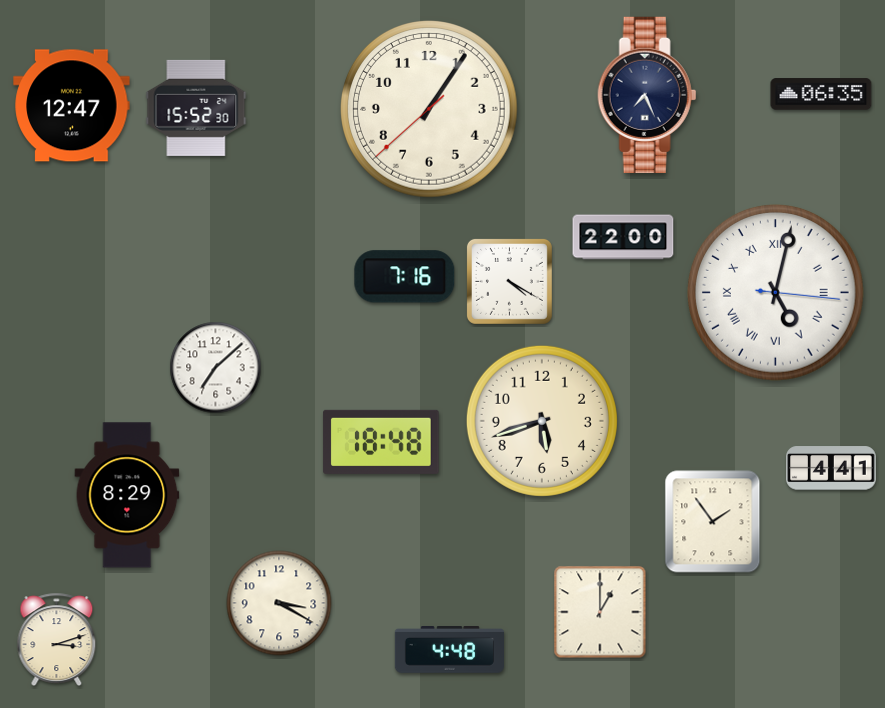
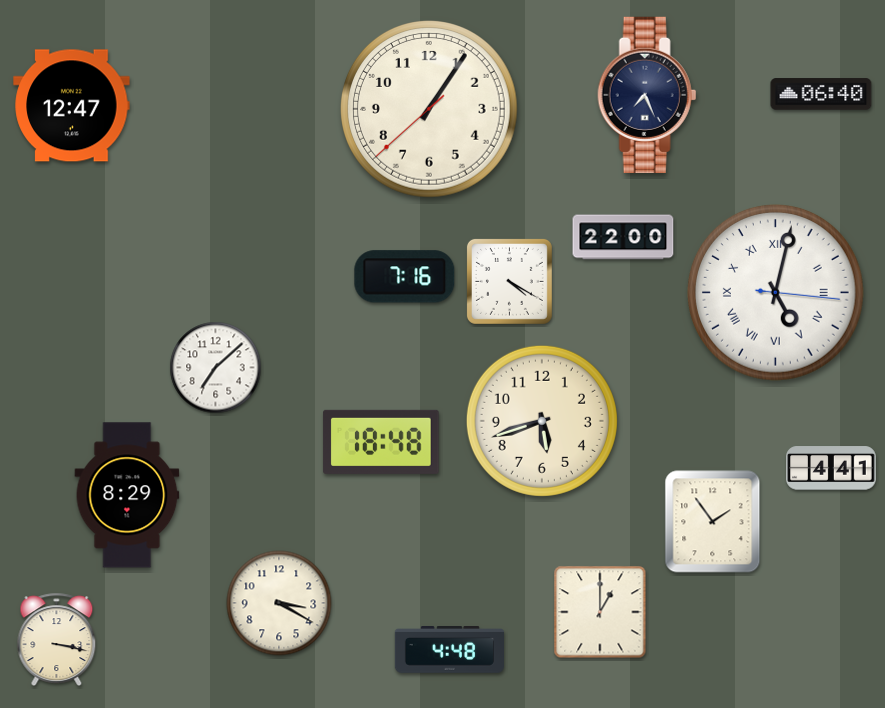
clock at (821, 94): 06:35 -> 06:40
clock at (196, 108): 15:52 -> none
clock at (57, 639): 3:12 -> 3:17
